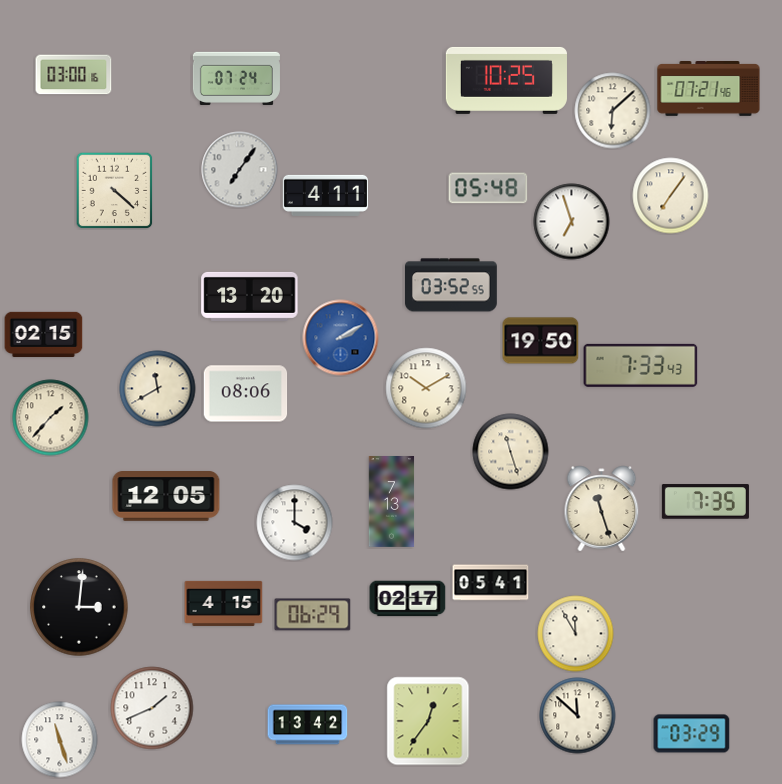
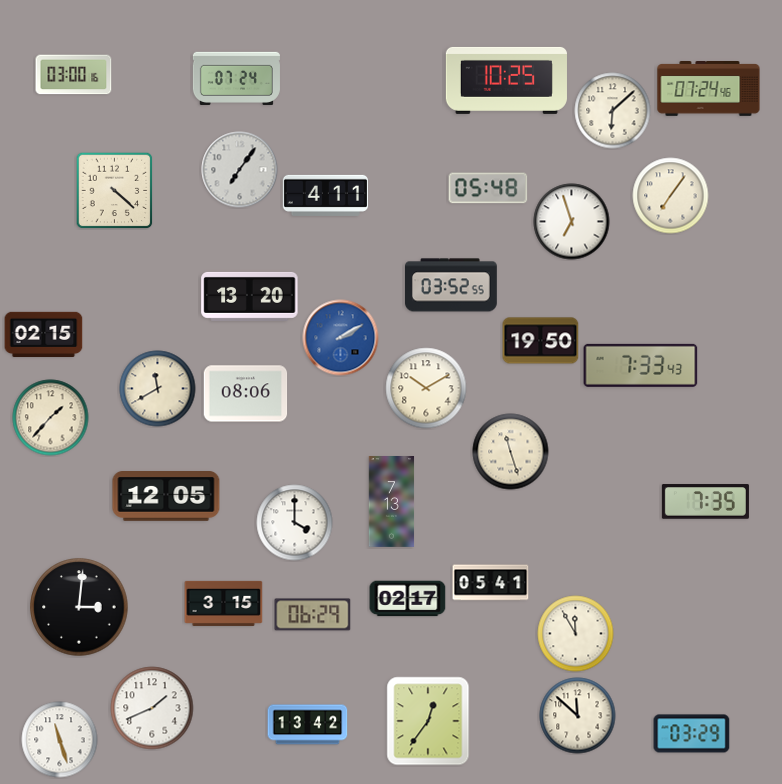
clock at (709, 89): 07:21 -> 07:24
clock at (602, 509): 11:27 -> none
clock at (224, 603): 4:15 -> 3:15
